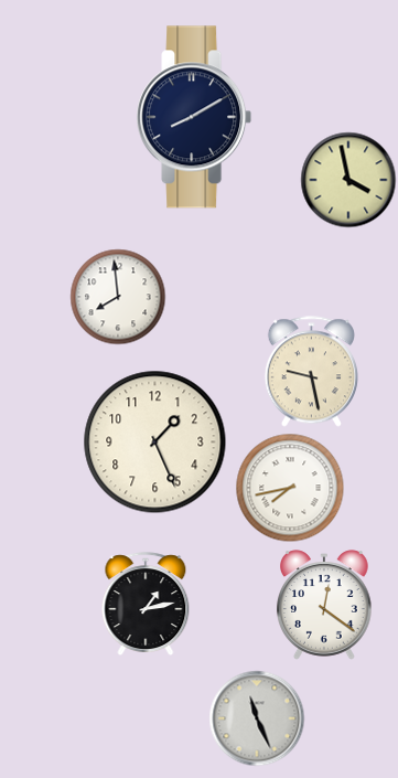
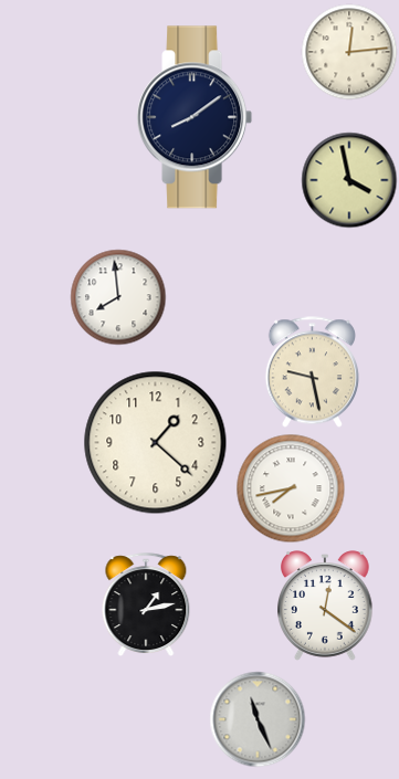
clock at (349, 52): none -> 12:14
clock at (194, 117): 8:10 -> 8:09
clock at (155, 443): 1:26 -> 1:22
